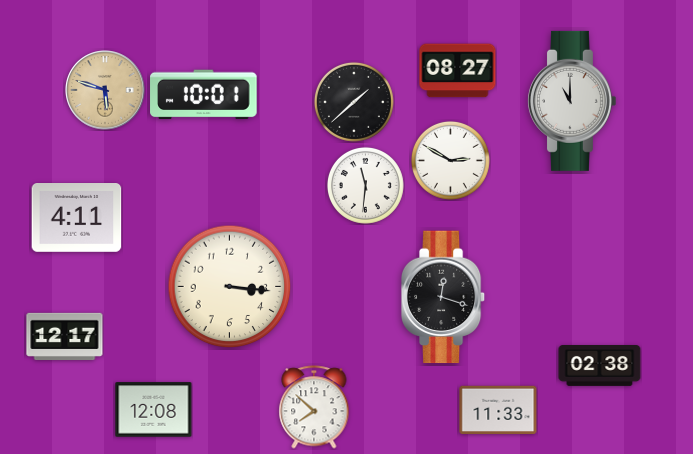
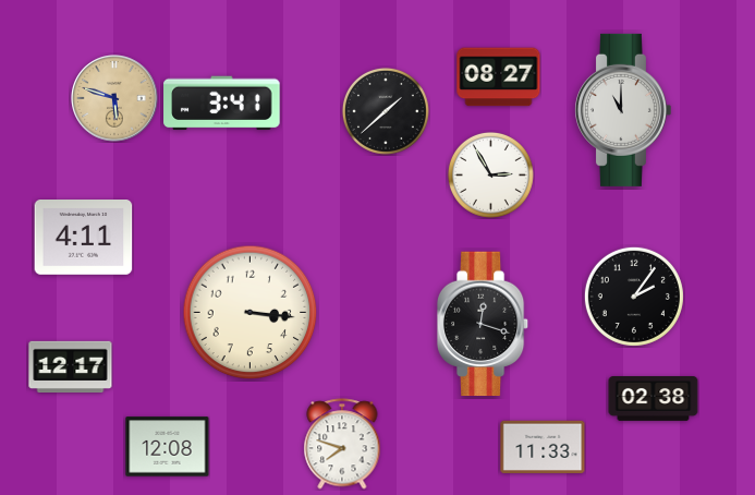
clock at (204, 95): 10:01 -> 3:41
clock at (450, 160): 2:50 -> 2:55
clock at (365, 185): 11:31 -> none
clock at (634, 297): none -> 2:06
clock at (314, 407): 7:52 -> 7:48
